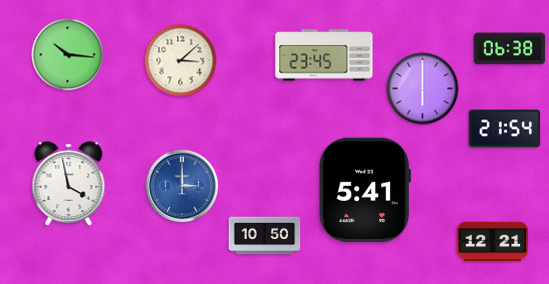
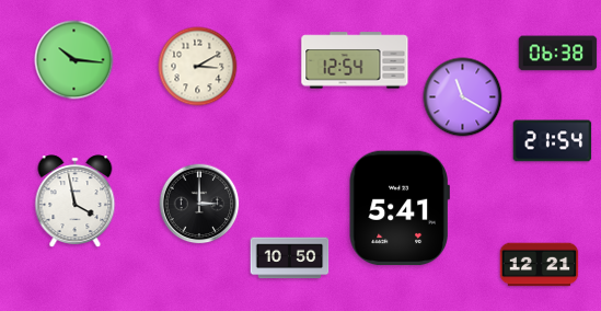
clock at (324, 55): 23:45 -> 12:54
clock at (181, 61): 3:08 -> 3:10
clock at (423, 89): 6:00 -> 11:20
clock at (182, 186) dial: blue -> black
